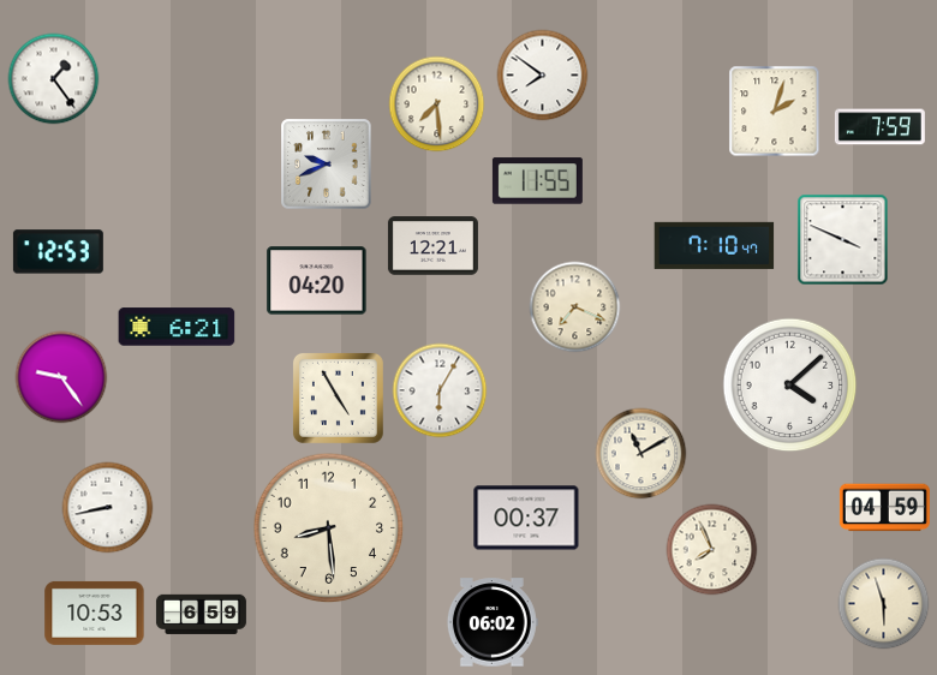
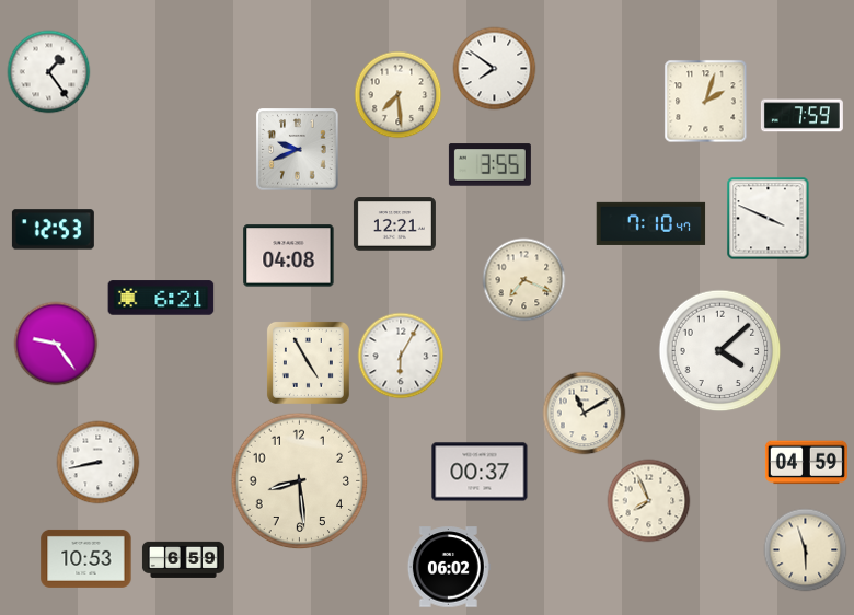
clock at (537, 181): 11:55 -> 3:55
clock at (317, 281): 04:20 -> 04:08
